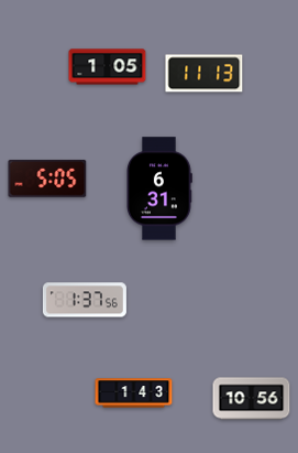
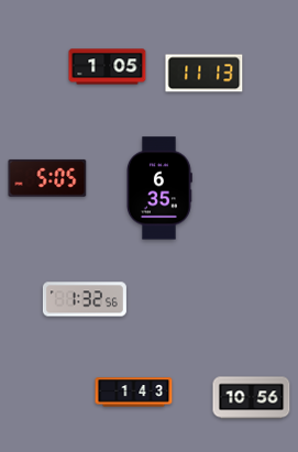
clock at (159, 188): 6:31 -> 6:35
clock at (85, 300): 1:37 -> 1:32
